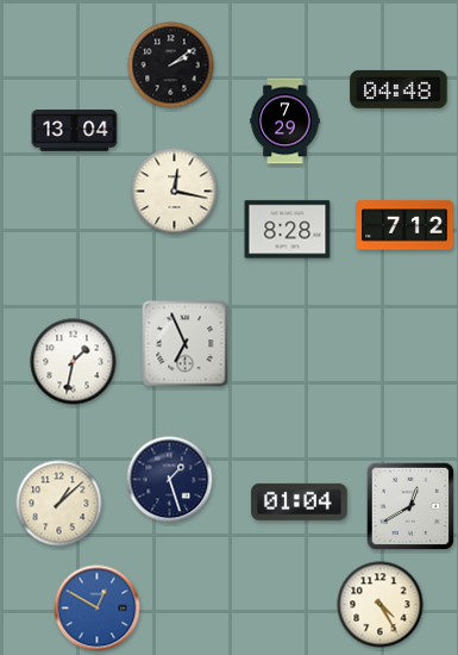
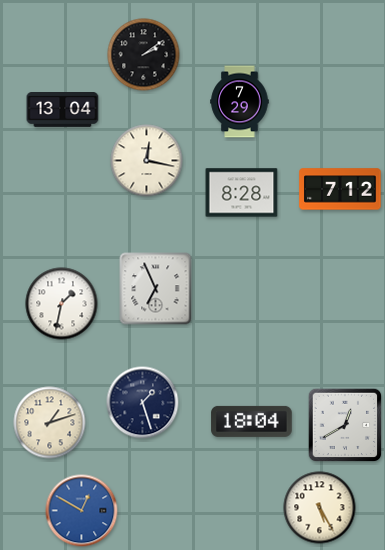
clock at (399, 89): 04:48 -> none
clock at (300, 501): 01:04 -> 18:04
clock at (59, 504): 1:08 -> 1:12
clock at (381, 605): 4:25 -> 5:25
